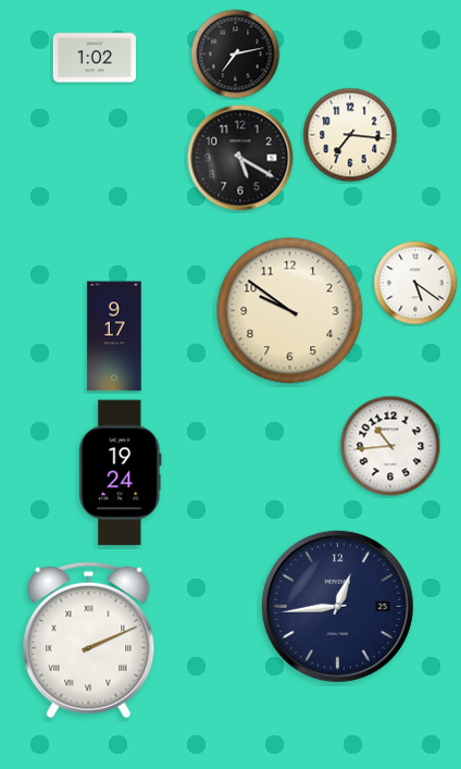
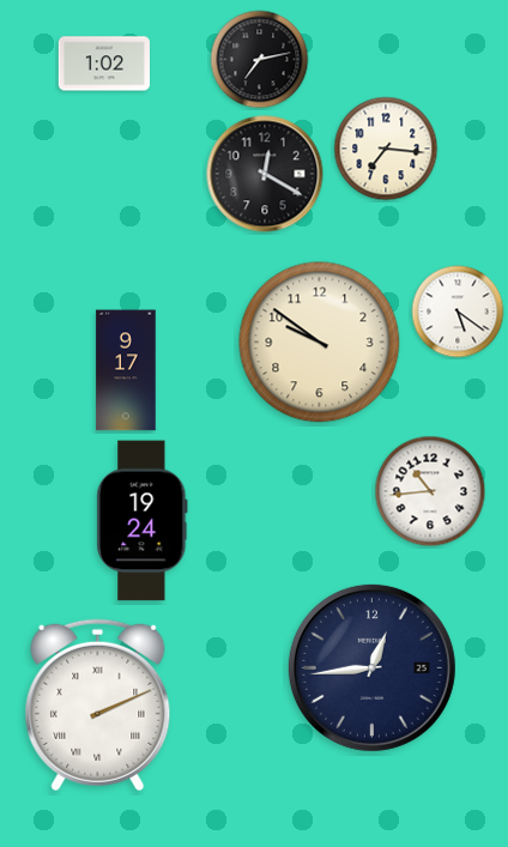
clock at (240, 158): 5:20 -> 12:20
clock at (121, 473) position: (121, 473) -> (143, 521)
